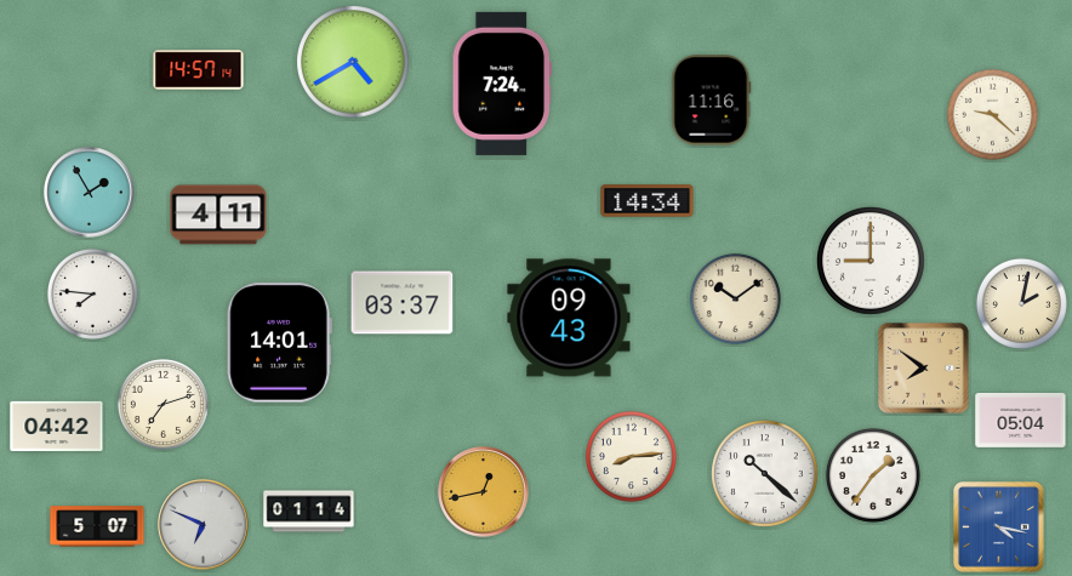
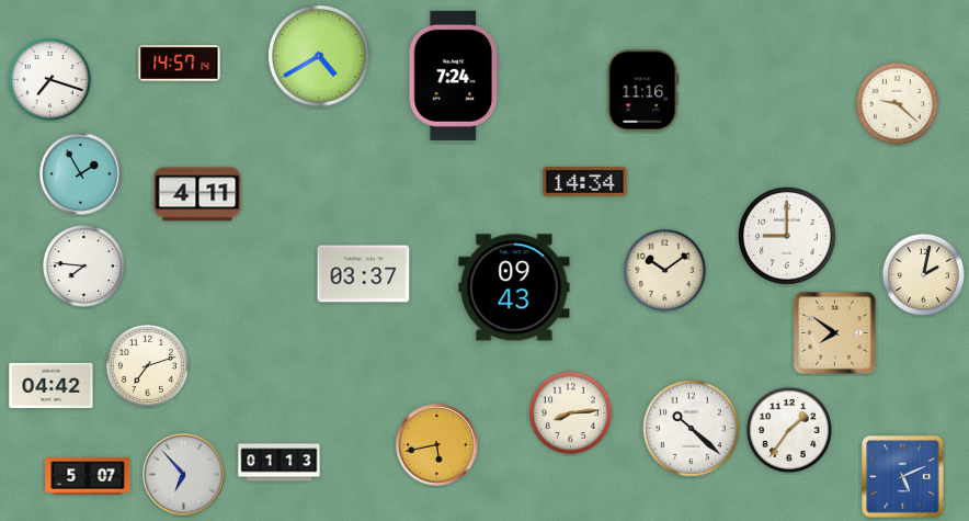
clock at (49, 79): none -> 7:18
clock at (279, 343): 14:01 -> none
clock at (1021, 421): 05:04 -> none
clock at (484, 492): 12:43 -> 5:43
clock at (309, 512): 01:14 -> 01:13
clock at (204, 525): 6:49 -> 6:53
clock at (999, 527): 4:17 -> 5:11
